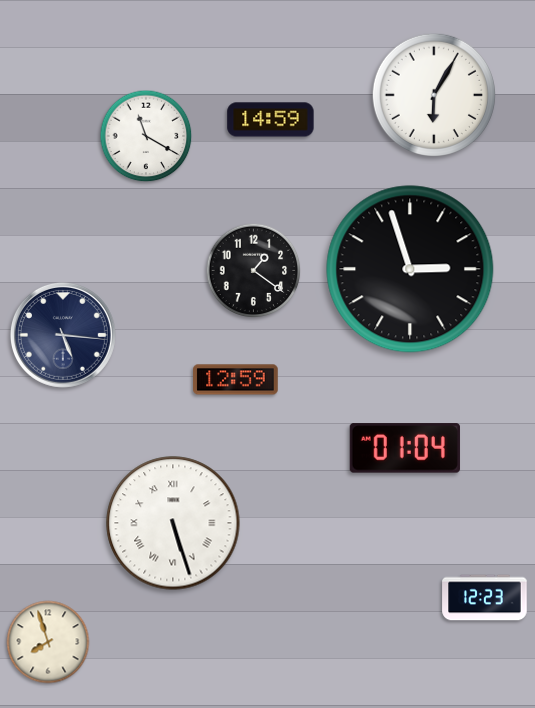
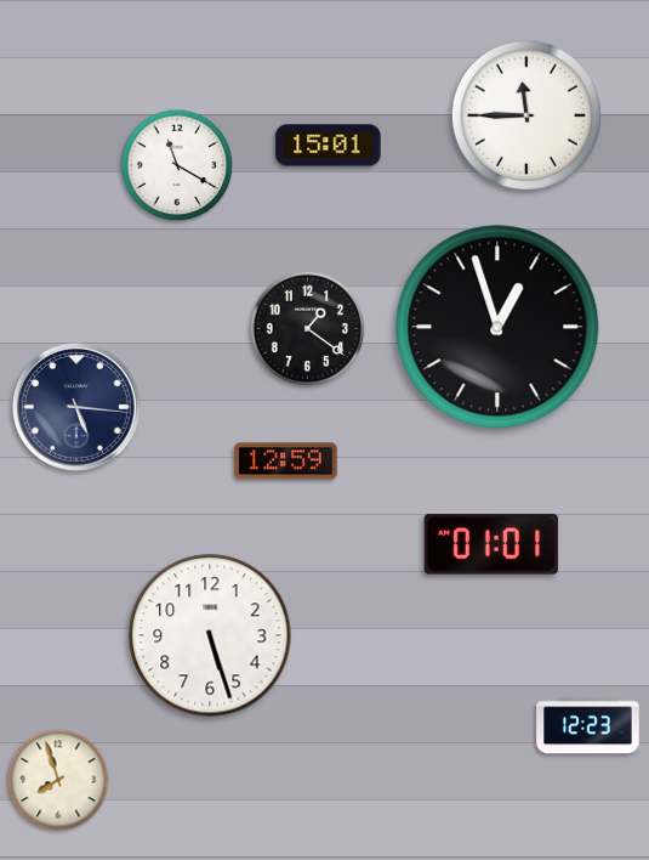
clock at (434, 95): 6:05 -> 11:45
clock at (271, 120): 14:59 -> 15:01
clock at (410, 269): 2:57 -> 12:57
clock at (405, 448): 01:04 -> 01:01
clock at (173, 523) numerals: Roman -> Arabic
